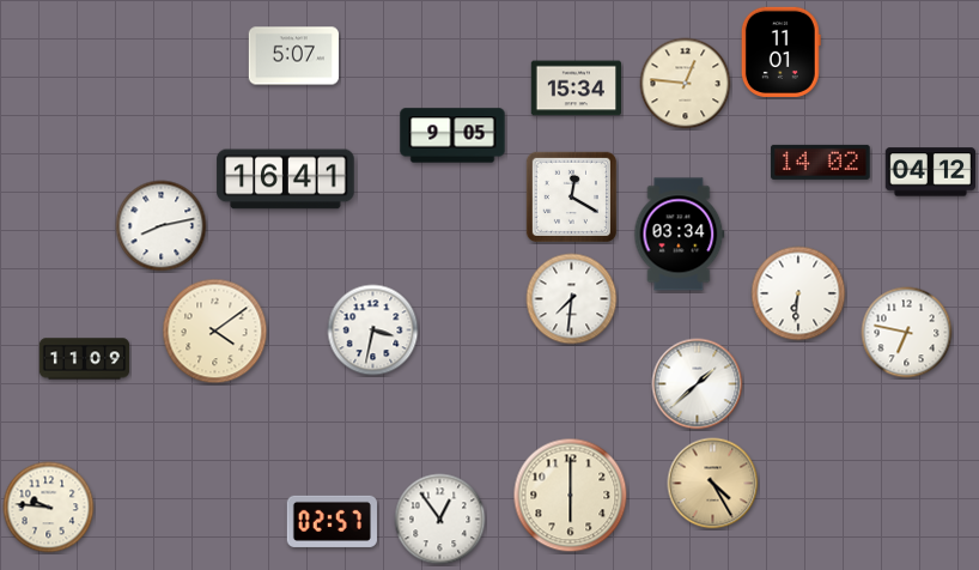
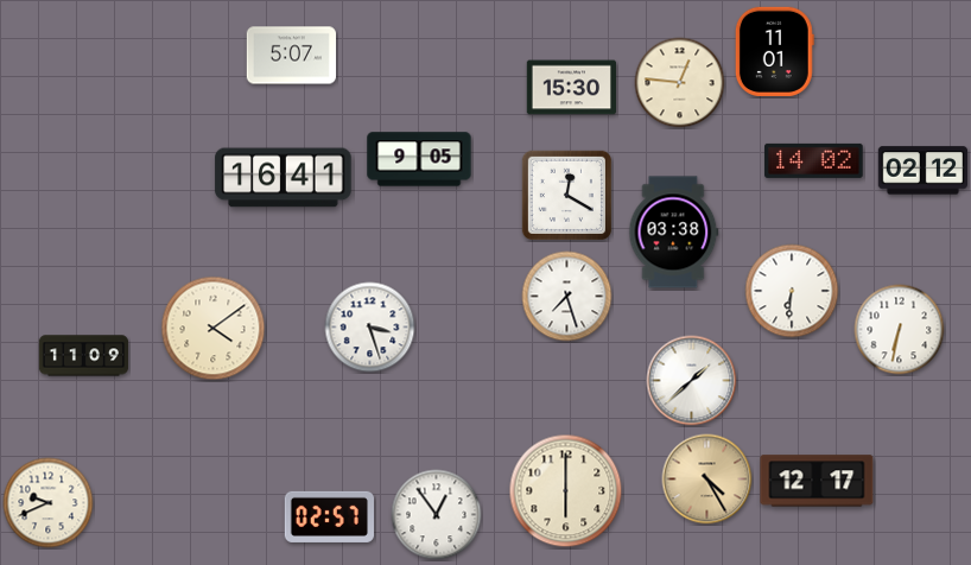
clock at (576, 89): 15:34 -> 15:30
clock at (452, 135) position: (452, 135) -> (419, 159)
clock at (930, 172): 04:12 -> 02:12
clock at (162, 226): 8:13 -> none
clock at (680, 235): 03:34 -> 03:38
clock at (572, 299): 7:31 -> 7:27
clock at (373, 331): 3:32 -> 3:27
clock at (907, 333): 6:47 -> 6:32
clock at (817, 481): none -> 12:17
clock at (49, 508): 9:46 -> 9:41
